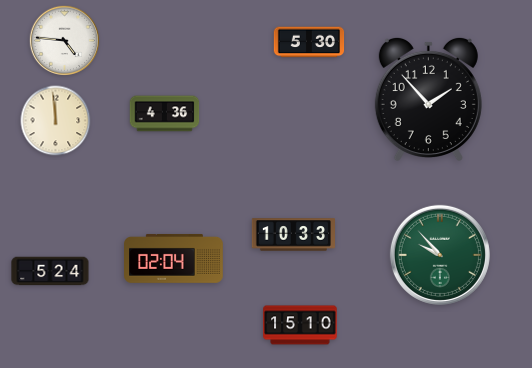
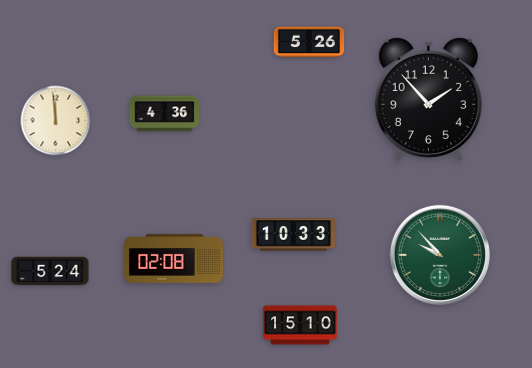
clock at (65, 41): 4:46 -> none
clock at (309, 42): 5:30 -> 5:26
clock at (174, 258): 02:04 -> 02:08
